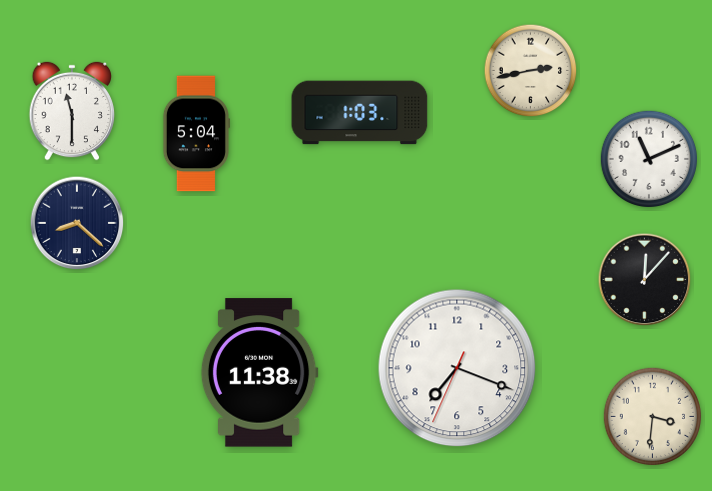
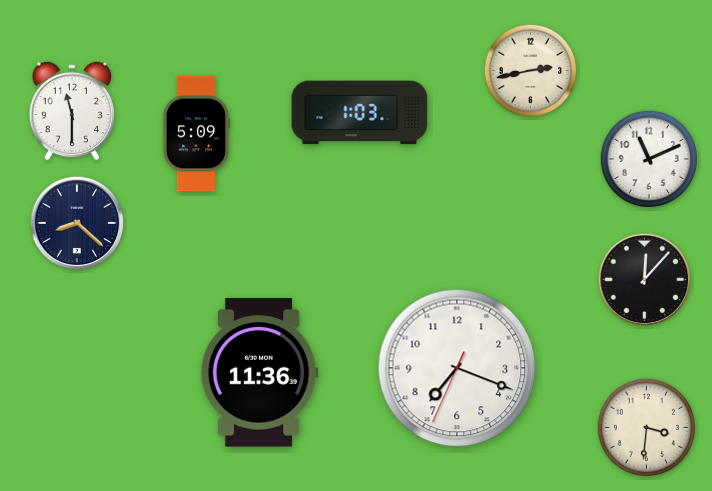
clock at (196, 134): 5:04 -> 5:09
clock at (259, 373): 11:38 -> 11:36
clock at (652, 416) position: (652, 416) -> (646, 427)
